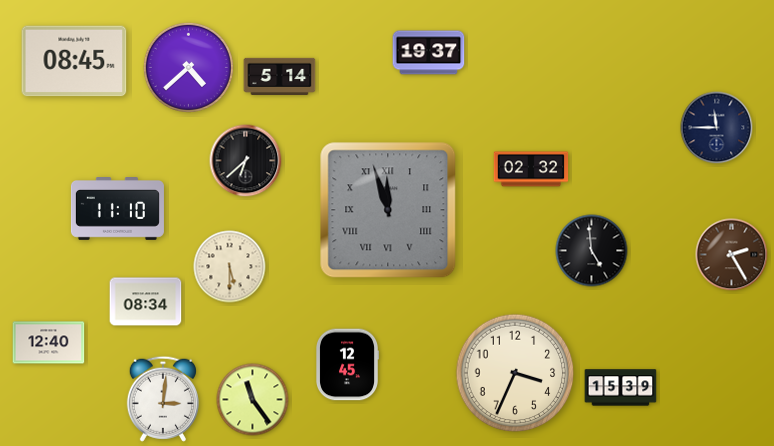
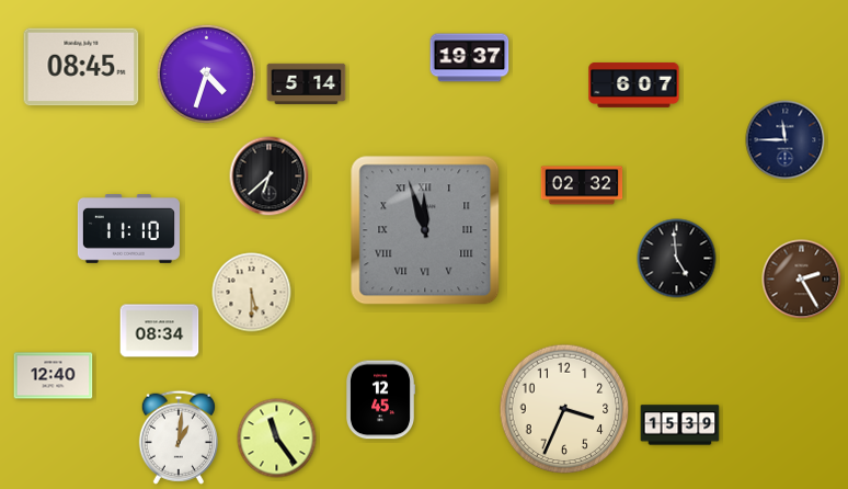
clock at (188, 67): 4:38 -> 4:33
clock at (634, 84): none -> 6:07
clock at (592, 251) position: (592, 251) -> (677, 259)
clock at (163, 399): 3:01 -> 1:01
